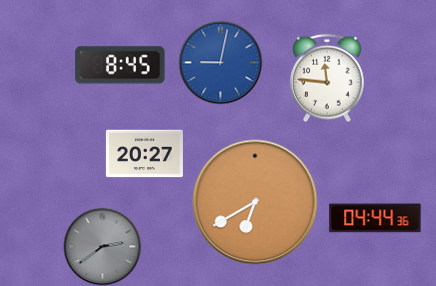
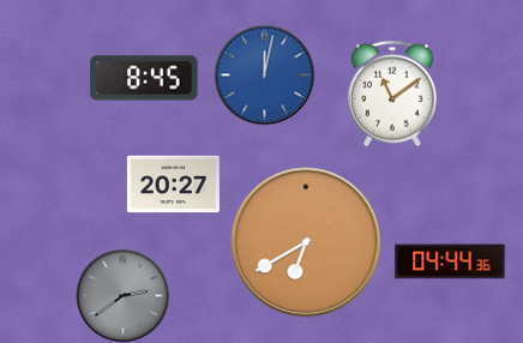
clock at (220, 62): 9:02 -> 12:02
clock at (327, 78): 11:46 -> 11:09
